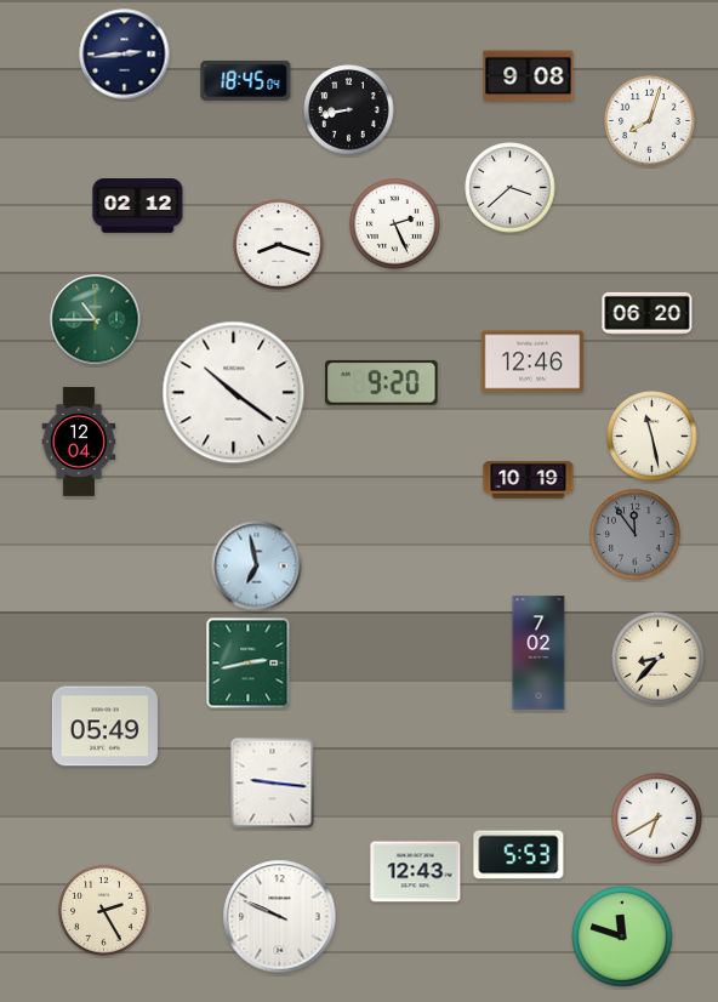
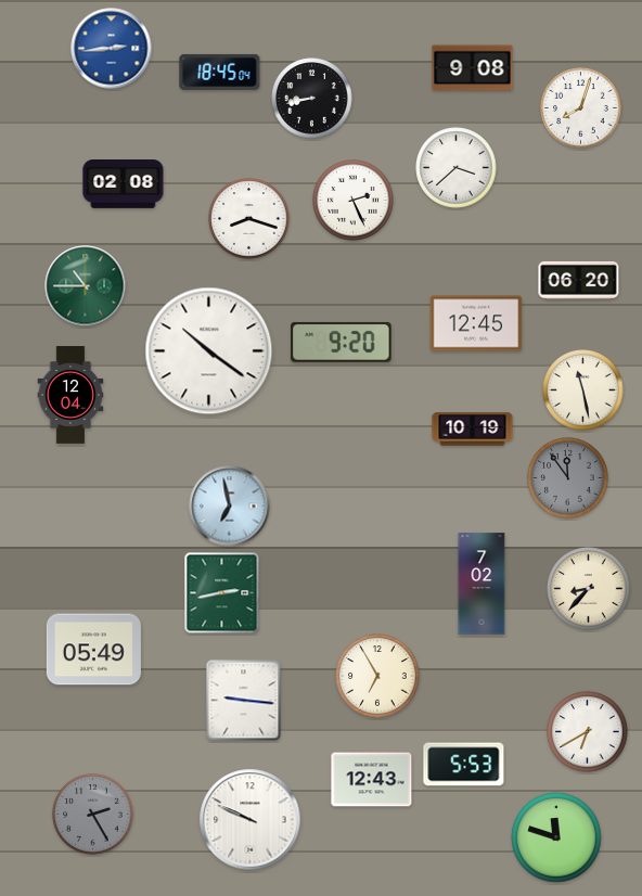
clock at (125, 55) dial: navy -> blue
clock at (138, 206): 02:12 -> 02:08
clock at (532, 361): 12:46 -> 12:45
clock at (377, 676): none -> 6:55
clock at (104, 911) dial: cream -> grey
